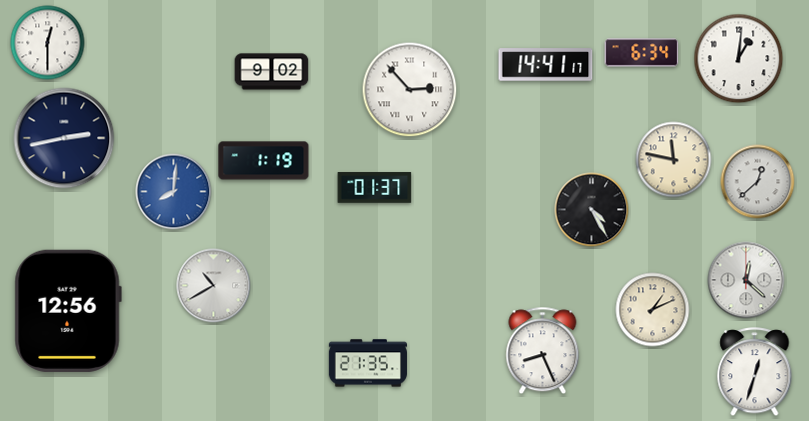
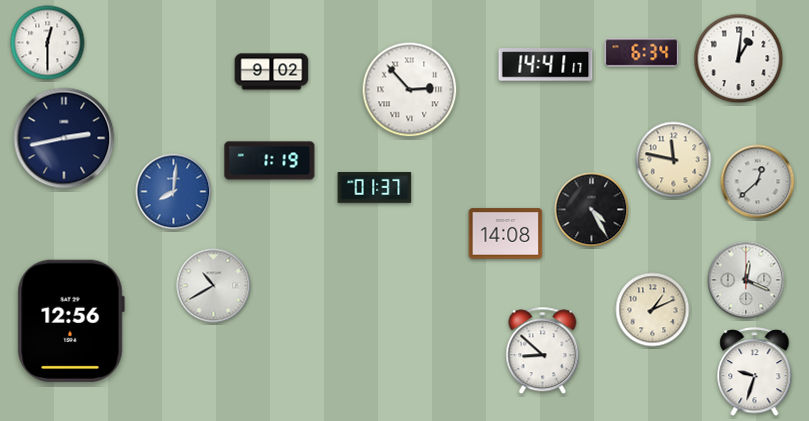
clock at (264, 161) position: (264, 161) -> (270, 161)
clock at (506, 234): none -> 14:08
clock at (746, 280): 12:22 -> 12:19
clock at (68, 311) position: (68, 311) -> (71, 321)
clock at (543, 351): 8:26 -> 8:52
clock at (368, 363): 21:35 -> none
clock at (755, 372): 12:33 -> 9:33
